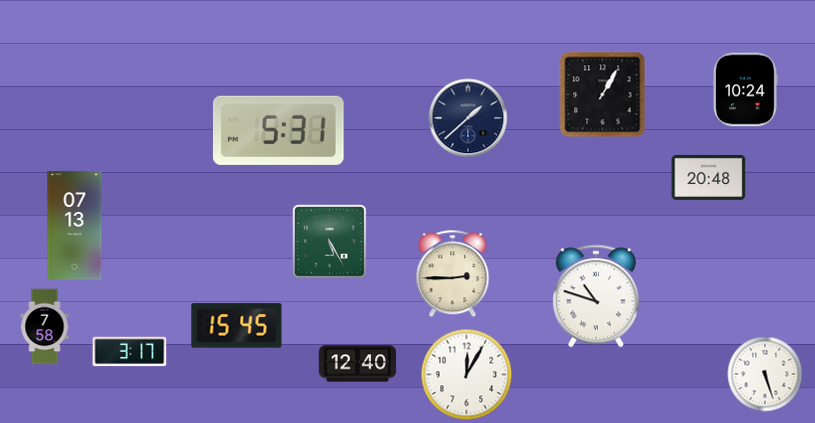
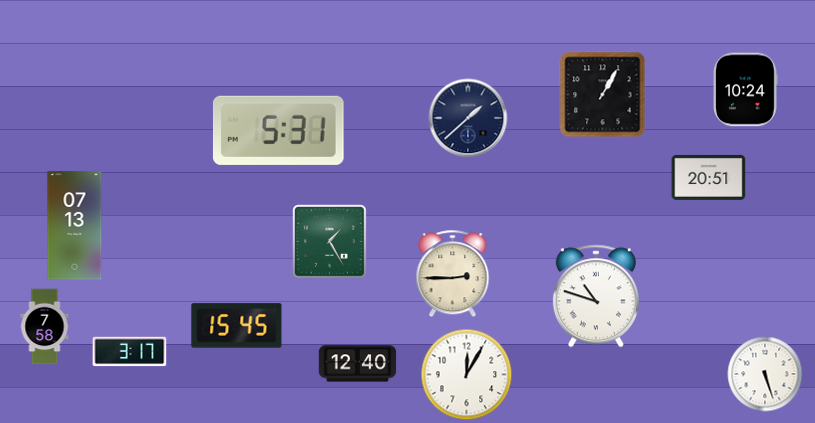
clock at (709, 177): 20:48 -> 20:51
clock at (330, 242): 5:25 -> 1:25
